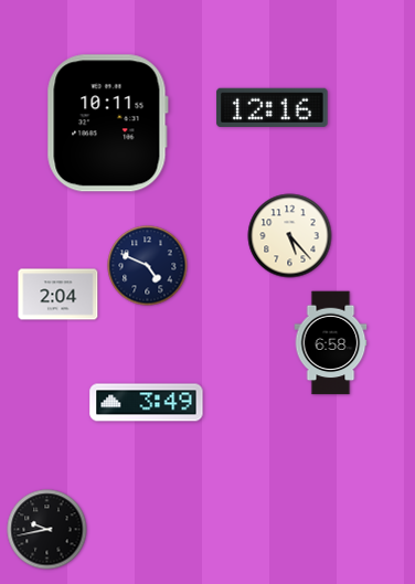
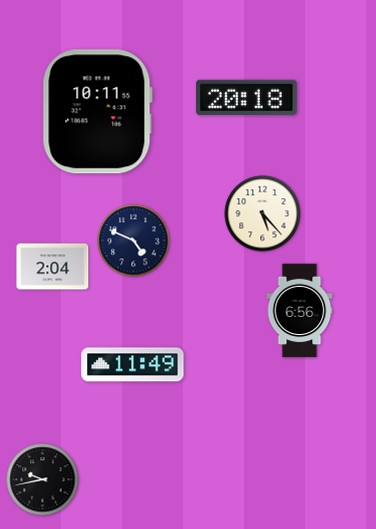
clock at (273, 107): 12:16 -> 20:18
clock at (331, 343): 6:58 -> 6:56
clock at (147, 403): 3:49 -> 11:49
